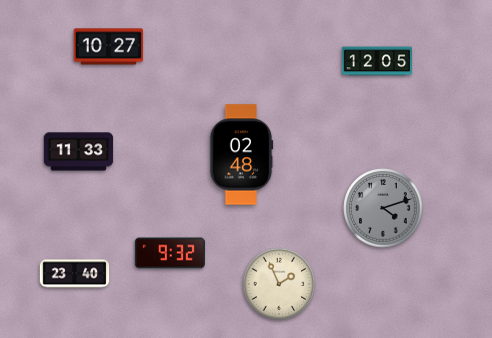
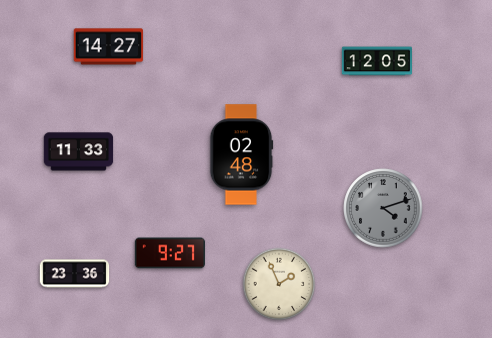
clock at (109, 47): 10:27 -> 14:27
clock at (170, 253): 9:32 -> 9:27
clock at (75, 274): 23:40 -> 23:36
